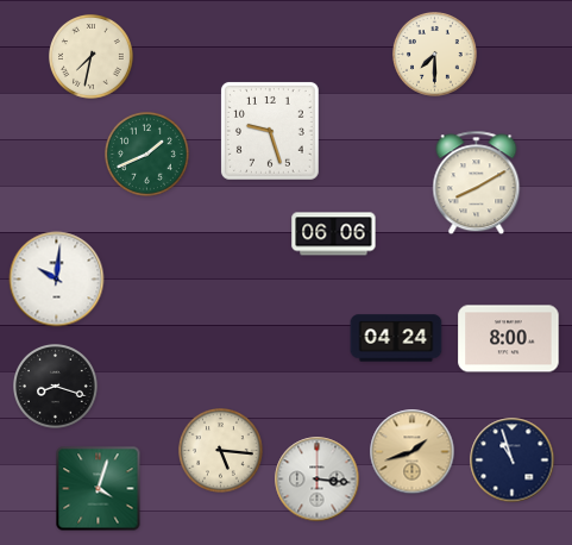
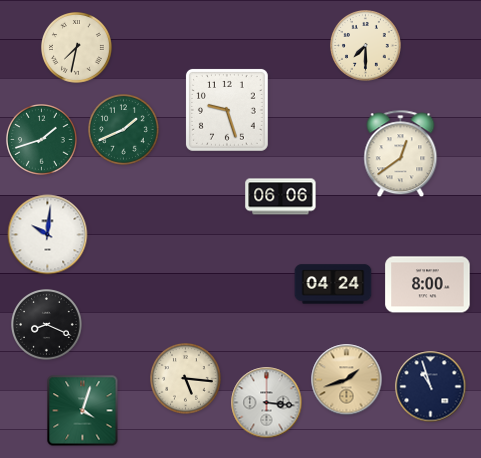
clock at (42, 140): none -> 1:42
clock at (477, 183): 8:10 -> 12:39
clock at (56, 387): 8:18 -> 8:19
